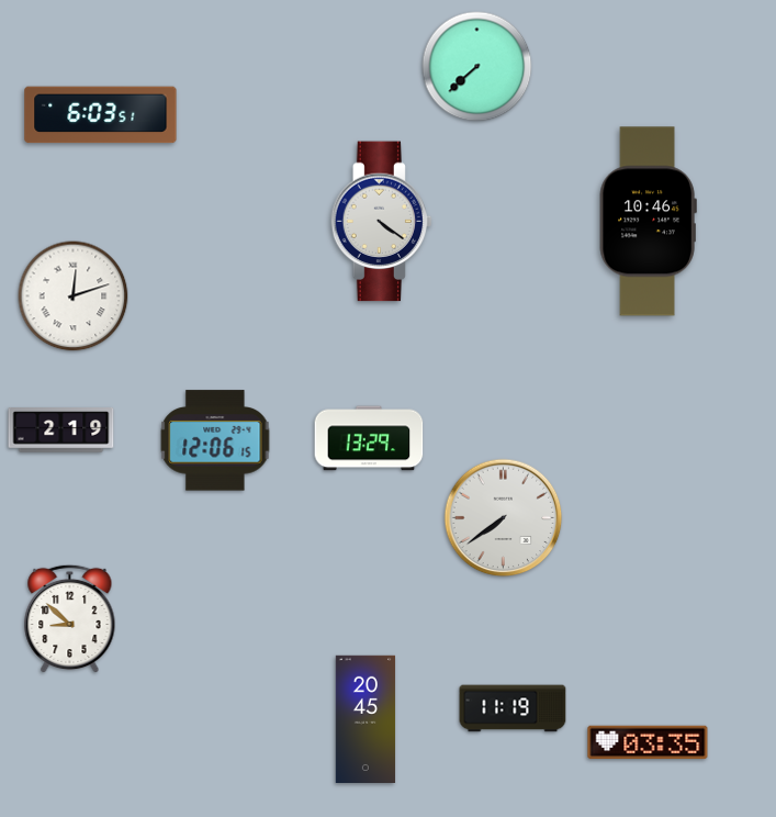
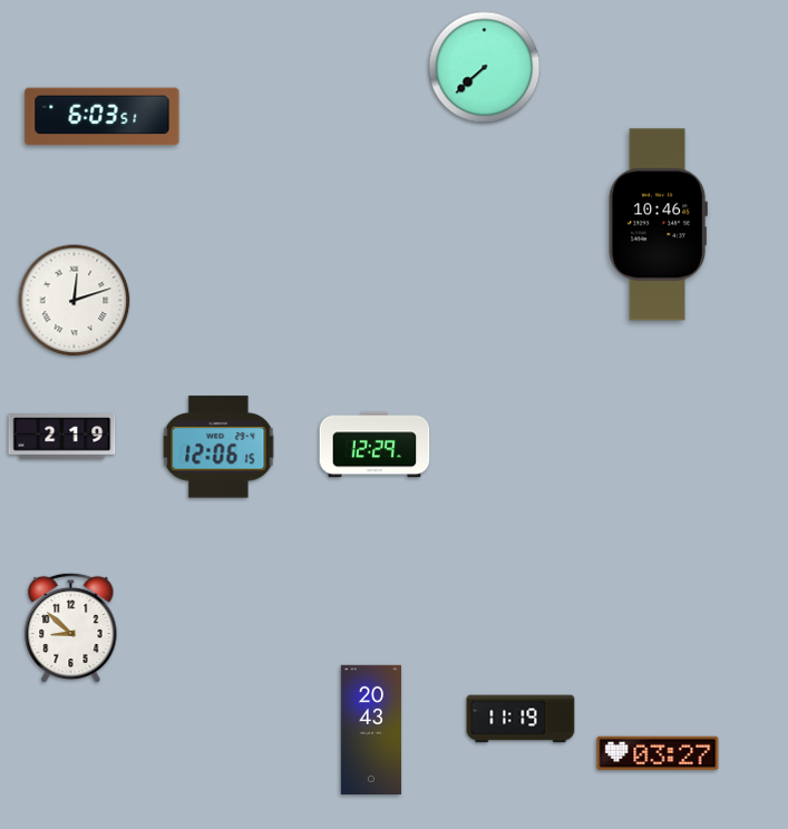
clock at (382, 222): 4:21 -> none
clock at (369, 438): 13:29 -> 12:29
clock at (504, 518): 7:39 -> none
clock at (365, 718): 20:45 -> 20:43
clock at (648, 742): 03:35 -> 03:27
